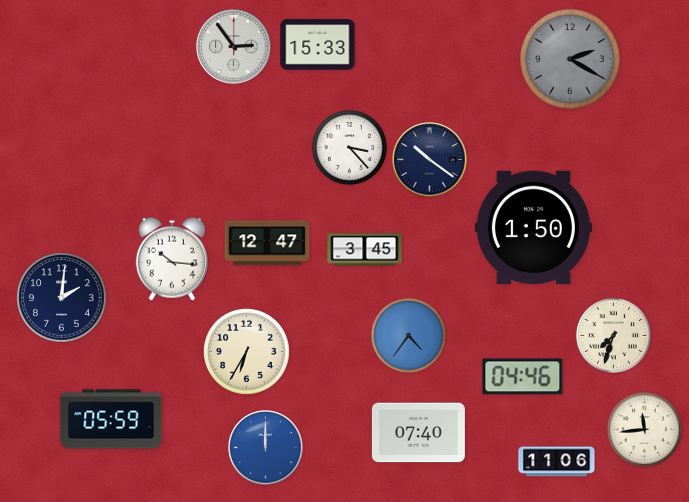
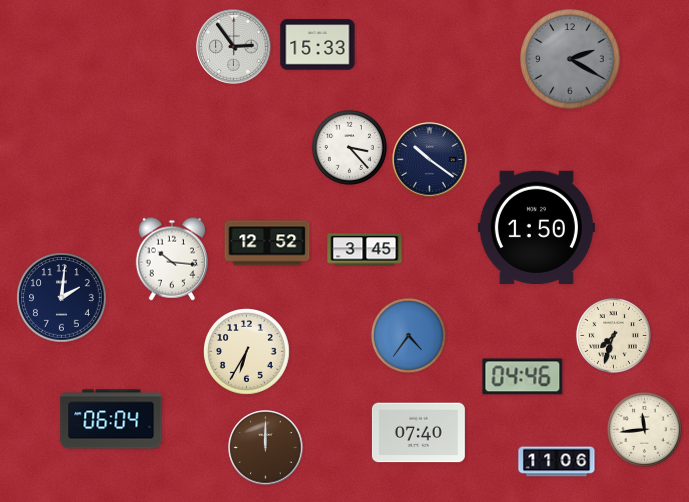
clock at (533, 227) position: (533, 227) -> (536, 227)
clock at (267, 243): 12:47 -> 12:52
clock at (111, 419): 05:59 -> 06:04
clock at (266, 448) dial: blue -> brown
